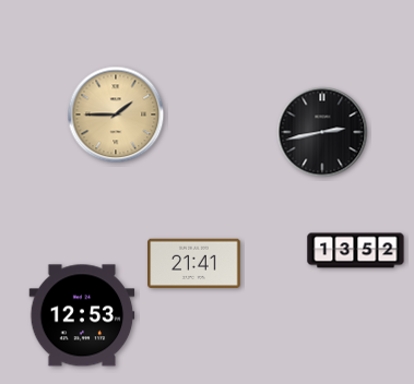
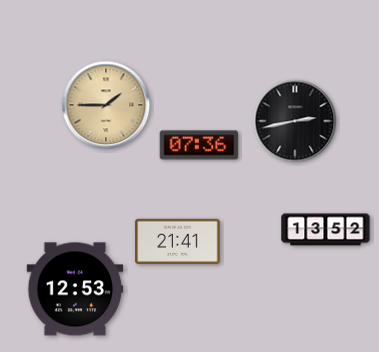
clock at (199, 145): none -> 07:36
